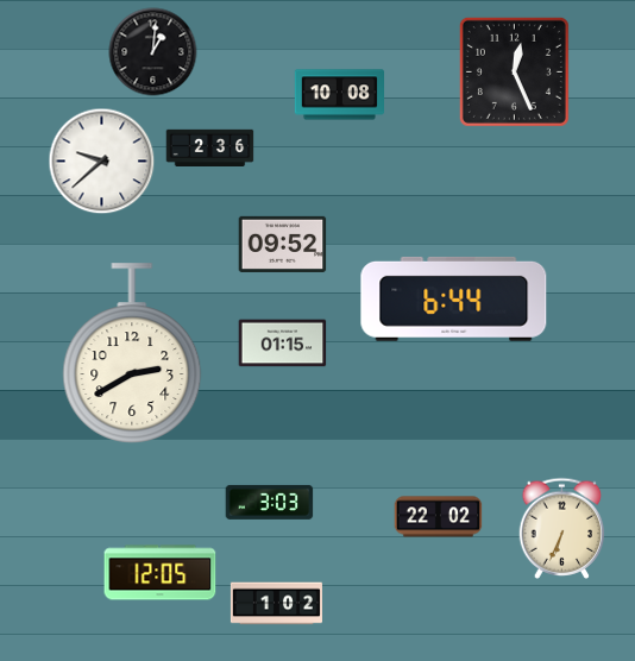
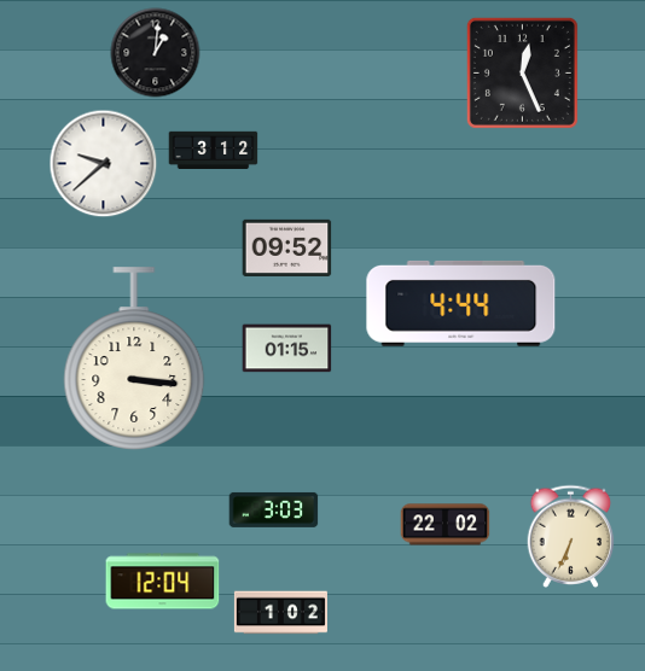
clock at (340, 95): 10:08 -> none
clock at (210, 147): 2:36 -> 3:12
clock at (454, 298): 6:44 -> 4:44
clock at (132, 353): 2:40 -> 3:16
clock at (161, 573): 12:05 -> 12:04
